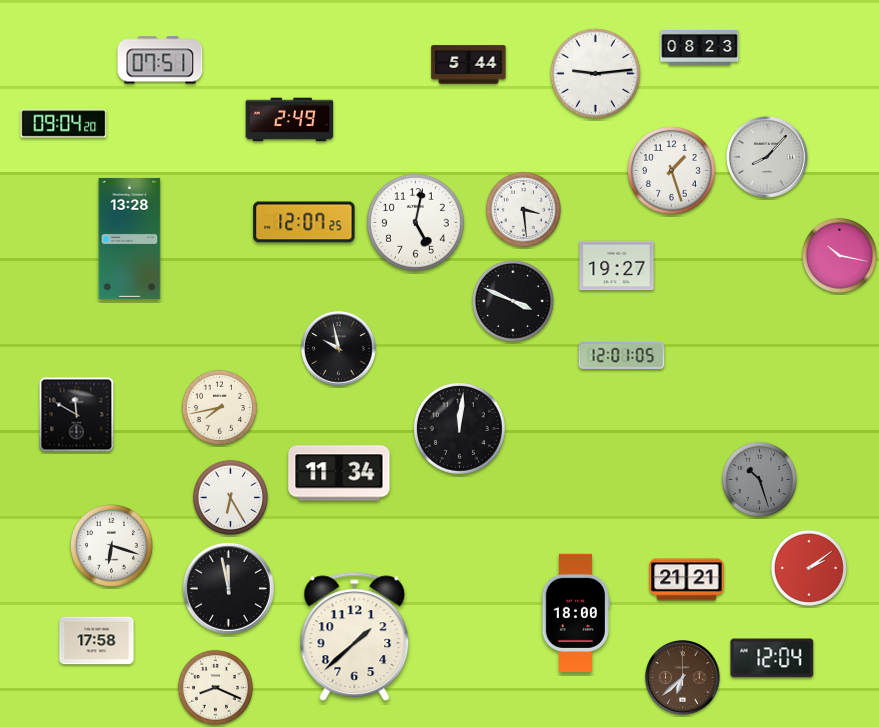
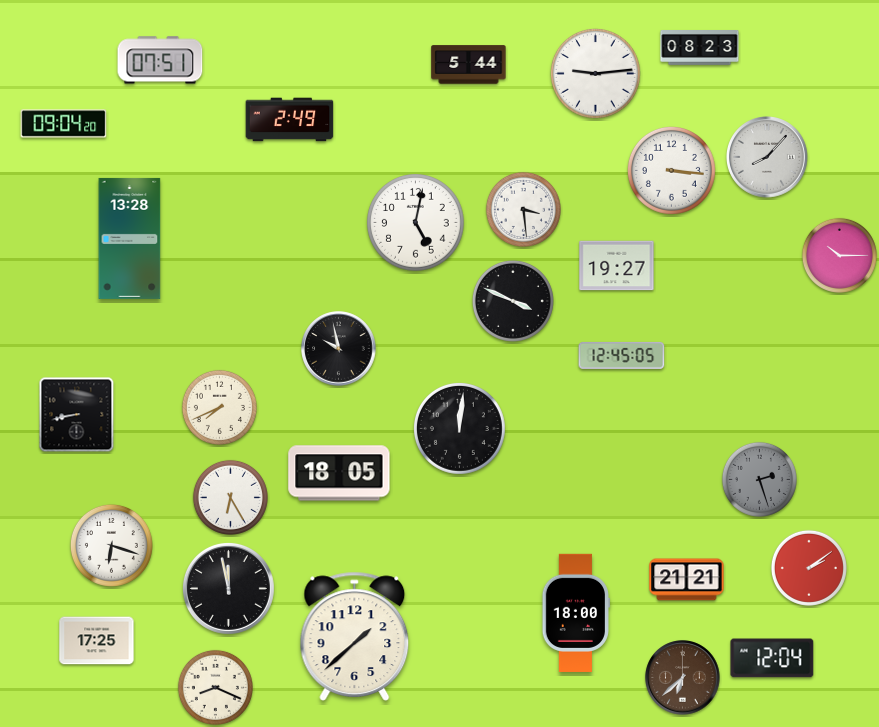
clock at (671, 170): 1:27 -> 3:16
clock at (304, 222): 12:07 -> none
clock at (839, 255): 10:17 -> 10:15
clock at (622, 355): 12:01 -> 12:45
clock at (219, 407): 7:43 -> 7:41
clock at (77, 415): 11:50 -> 8:43
clock at (339, 473): 11:34 -> 18:05
clock at (759, 479): 10:27 -> 2:27
clock at (97, 641): 17:58 -> 17:25
